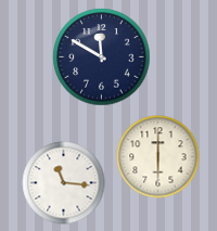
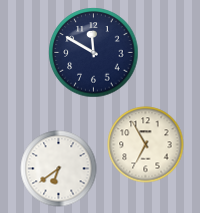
clock at (158, 157): 6:00 -> 6:55
clock at (64, 183): 11:16 -> 6:39
